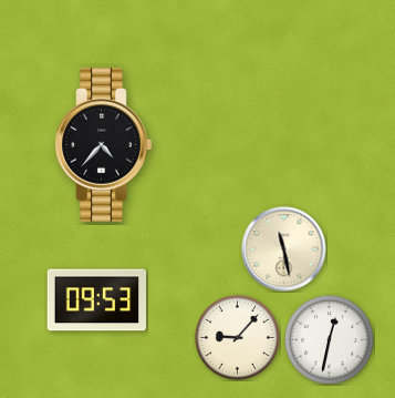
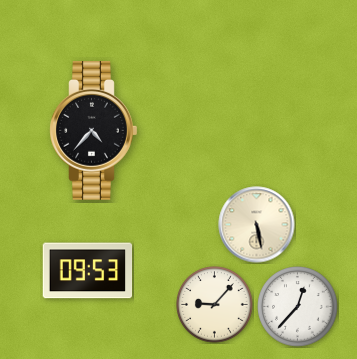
clock at (284, 249): 11:28 -> 5:28
clock at (330, 340): 12:32 -> 12:37
